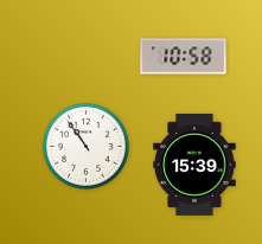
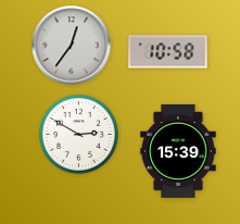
clock at (72, 46): none -> 12:36
clock at (87, 147): 10:54 -> 2:50
